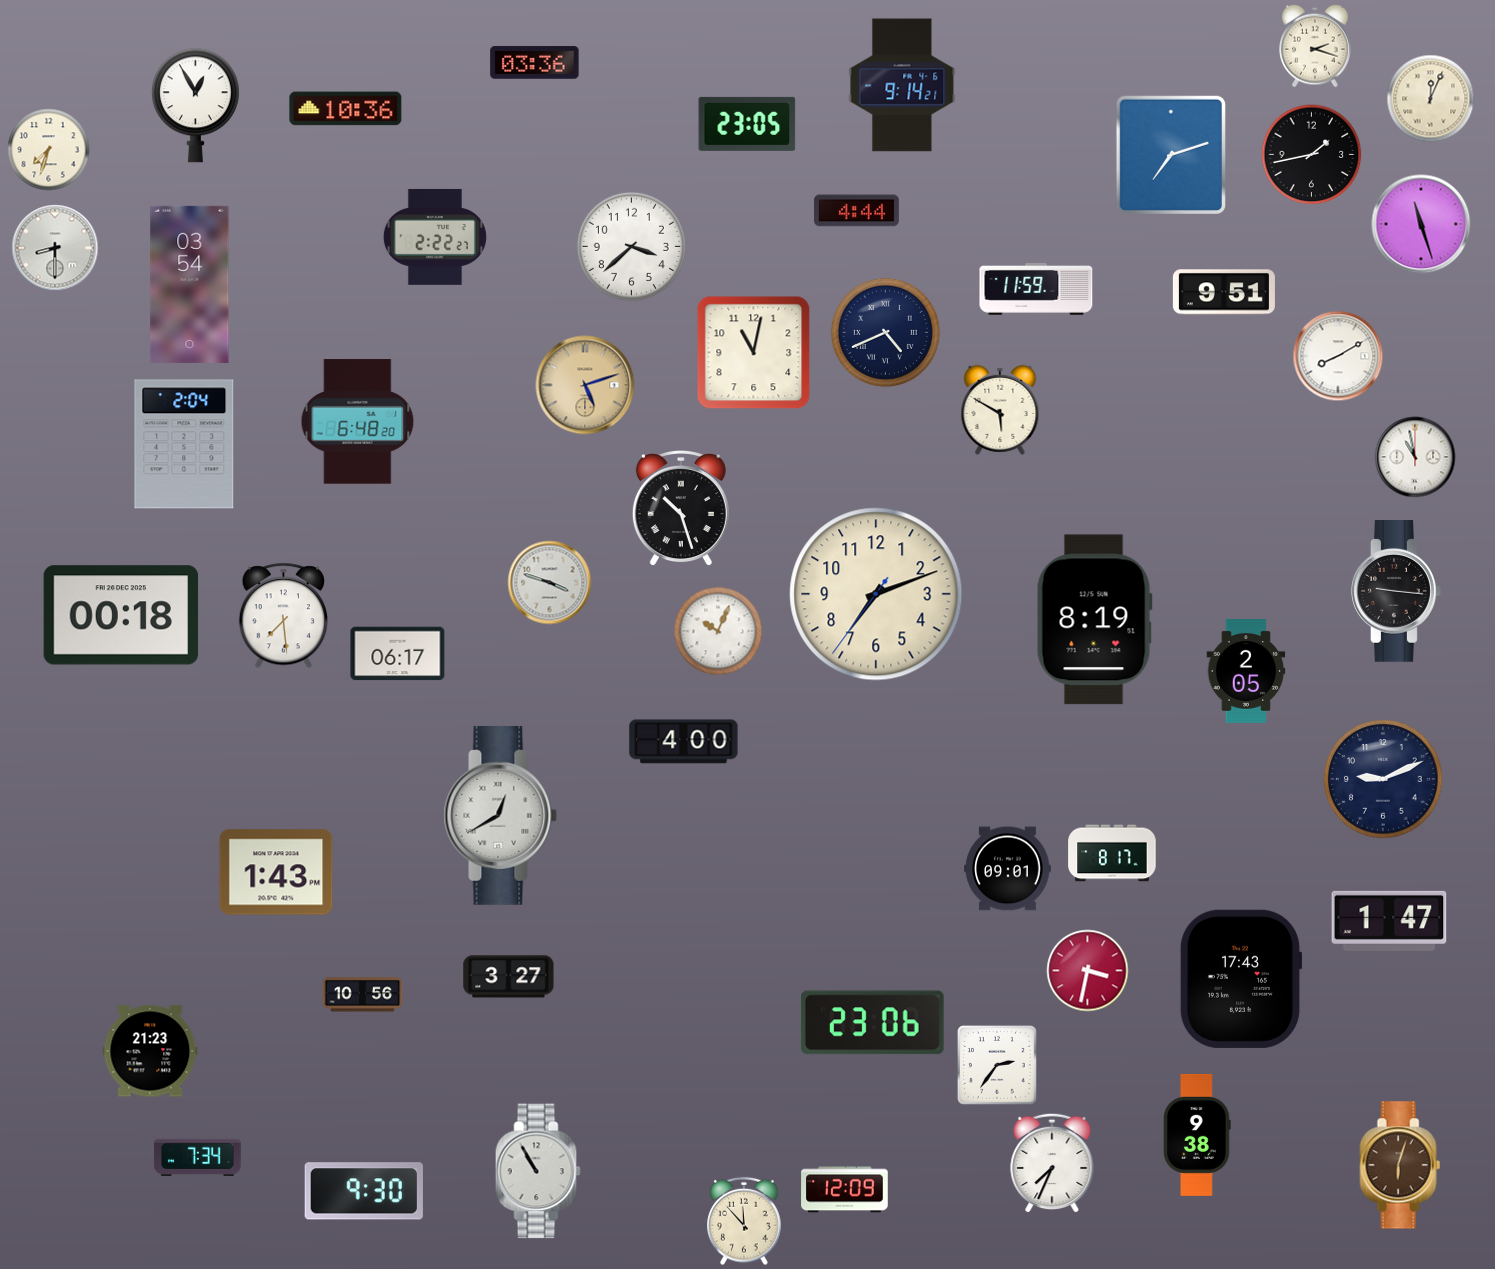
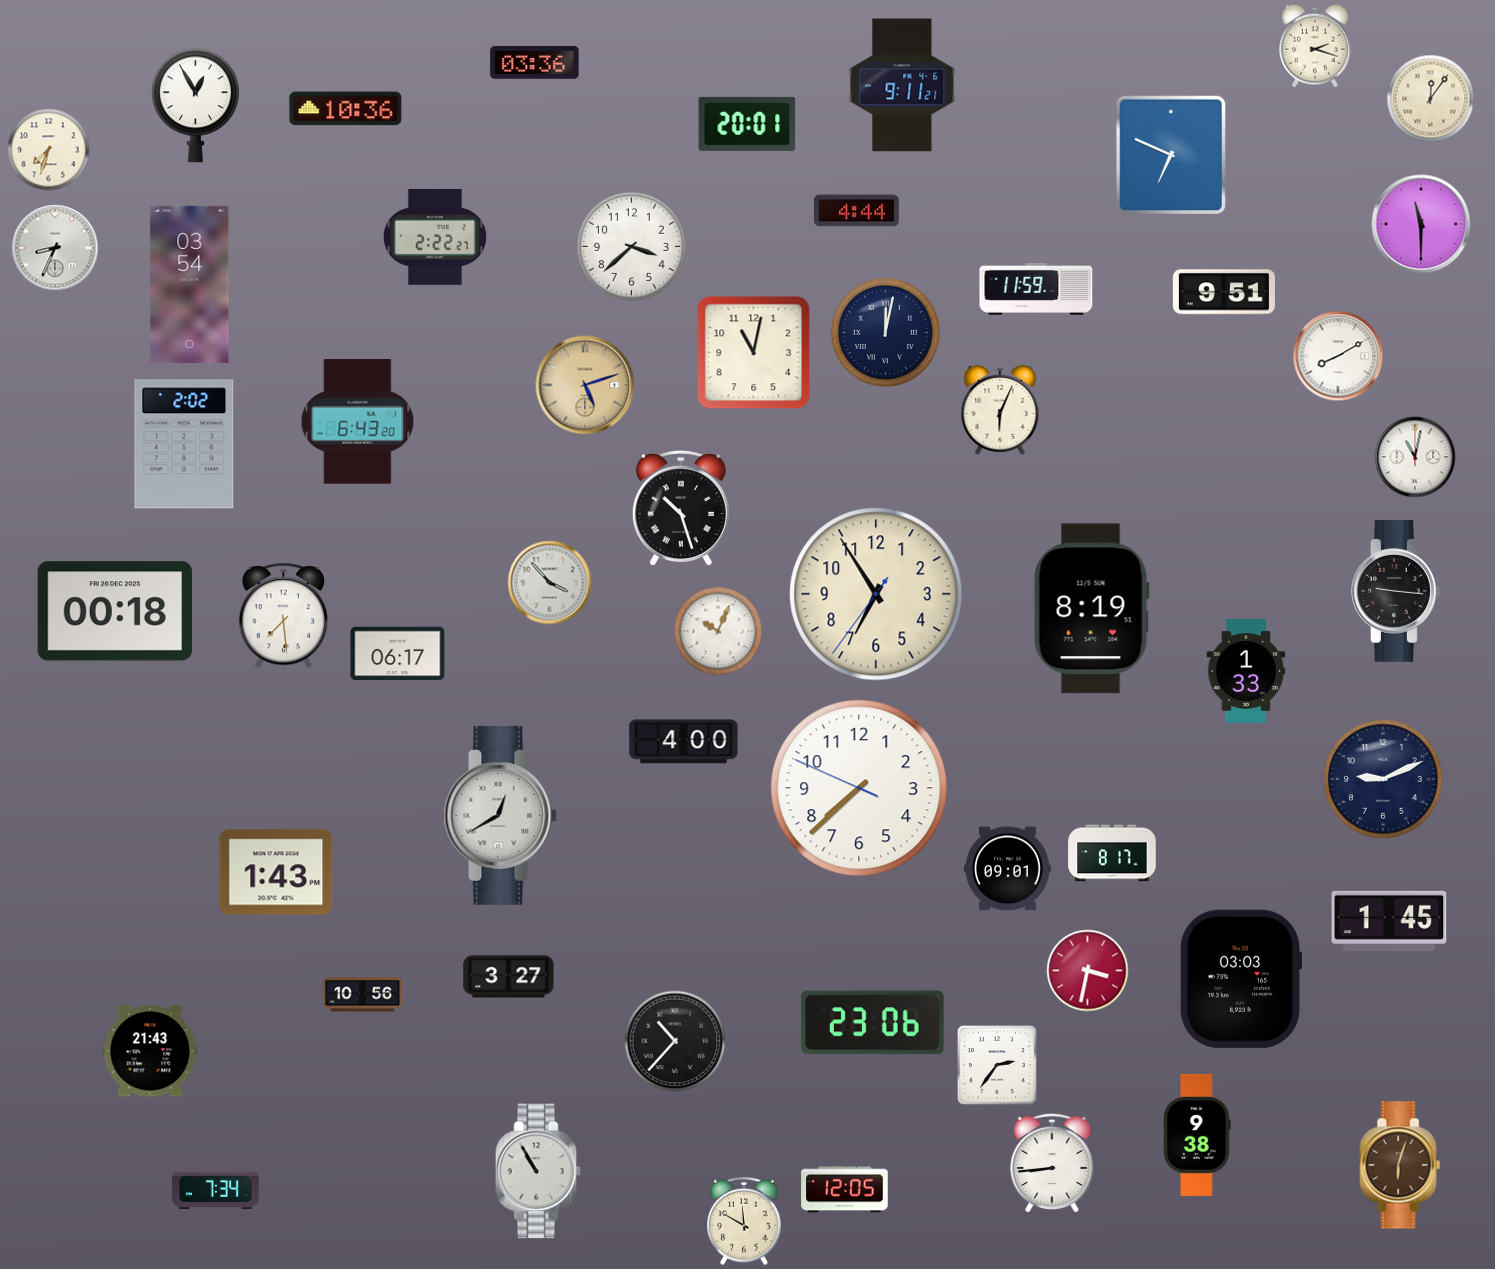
clock at (902, 85): 9:14 -> 9:11
clock at (1431, 99): 12:04 -> 12:06
clock at (747, 124): 23:05 -> 20:01
clock at (1171, 155): 7:12 -> 6:49
clock at (1312, 155): 1:43 -> none
clock at (1421, 224): 11:27 -> 11:30
clock at (55, 248): 8:30 -> 8:34
clock at (885, 332): 4:41 -> 12:02
clock at (1000, 410): 5:50 -> 6:04
clock at (358, 422): 6:48 -> 6:43
clock at (184, 444): 2:04 -> 2:02
clock at (1415, 457): 10:58 -> 11:02
clock at (550, 583): 3:48 -> 3:53
clock at (876, 594): 7:11 -> 6:54
clock at (121, 615) position: (121, 615) -> (115, 611)
clock at (1094, 620) position: (1094, 620) -> (1091, 609)
clock at (1246, 672): 2:05 -> 1:33
clock at (859, 788): none -> 7:37
clock at (1389, 921): 1:47 -> 1:45
clock at (1241, 979): 17:43 -> 03:03
clock at (675, 1041): none -> 10:37
clock at (150, 1051): 21:23 -> 21:43
clock at (198, 1157) position: (198, 1157) -> (216, 1190)
clock at (1052, 1163): 7:34 -> 8:44
clock at (845, 1190): 12:09 -> 12:05
clock at (364, 1191): 9:30 -> none
clock at (744, 1221): 11:53 -> 11:50
